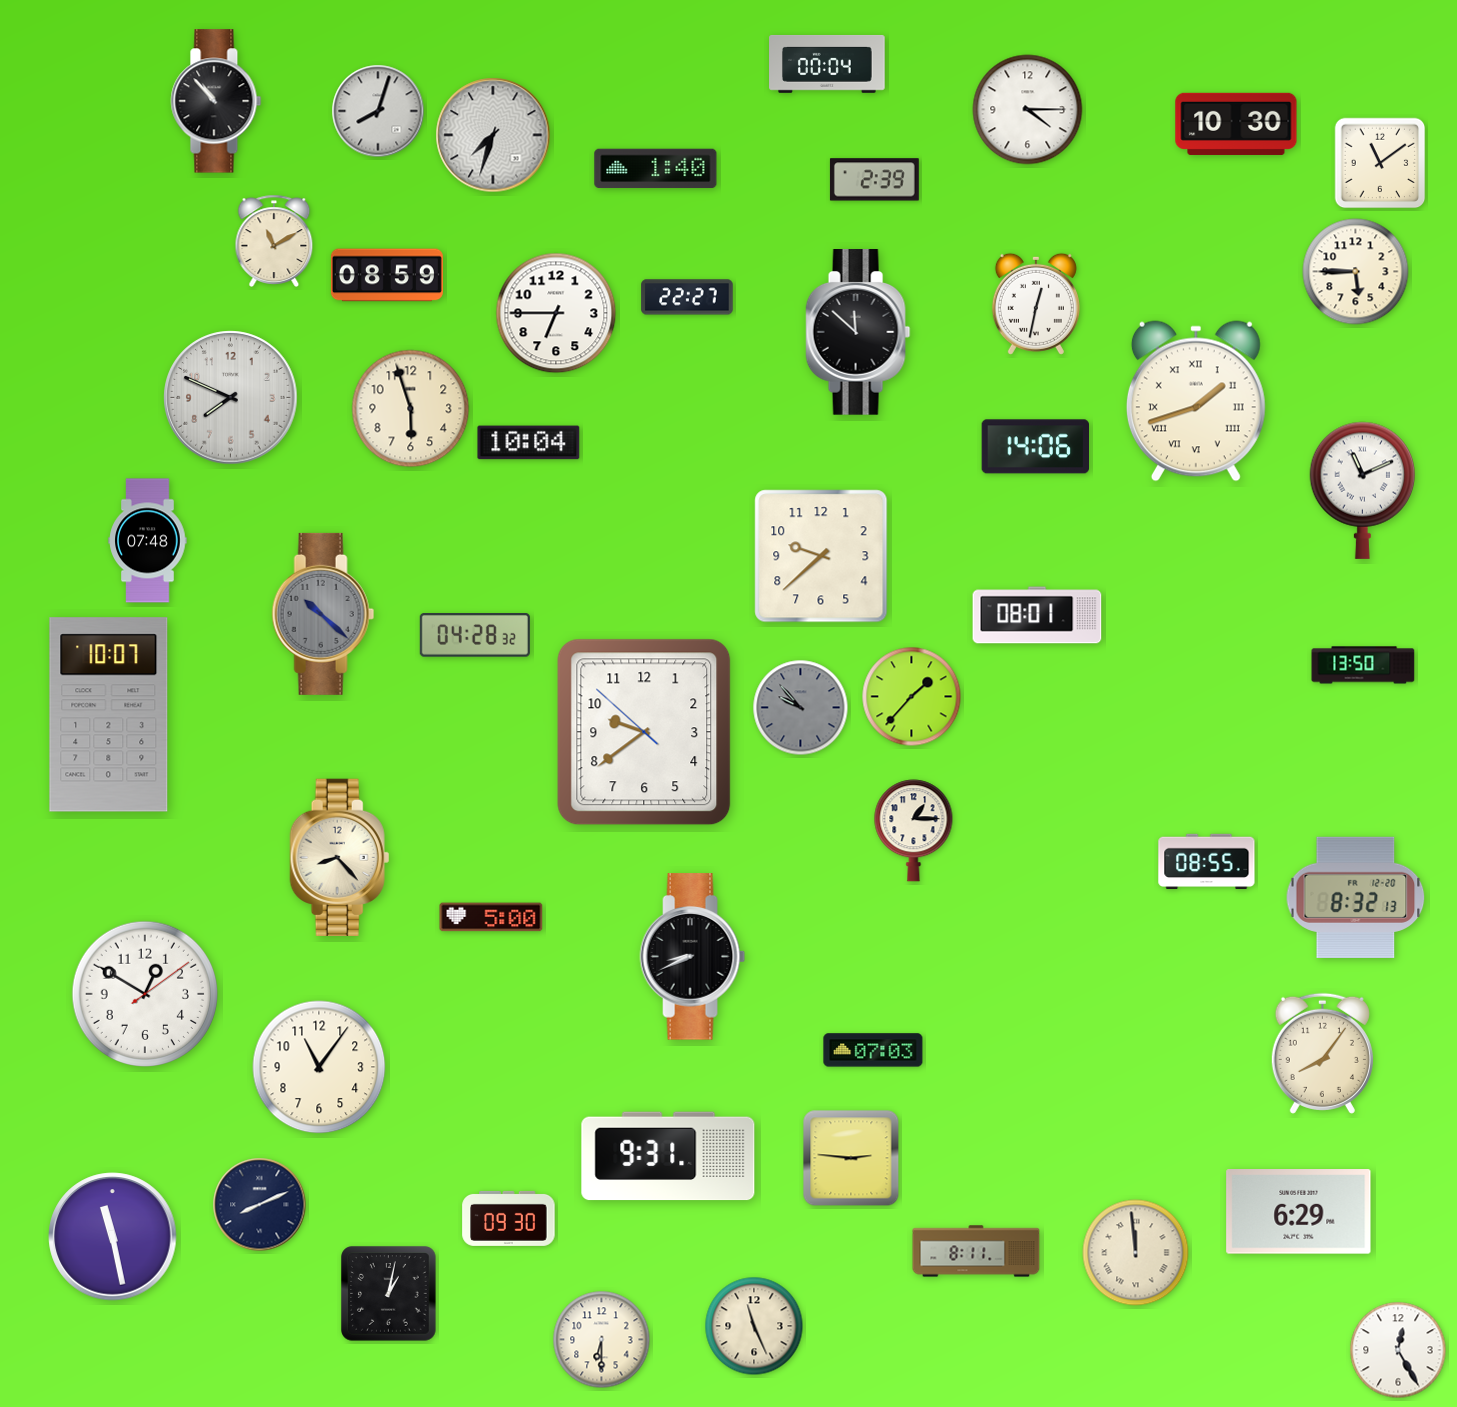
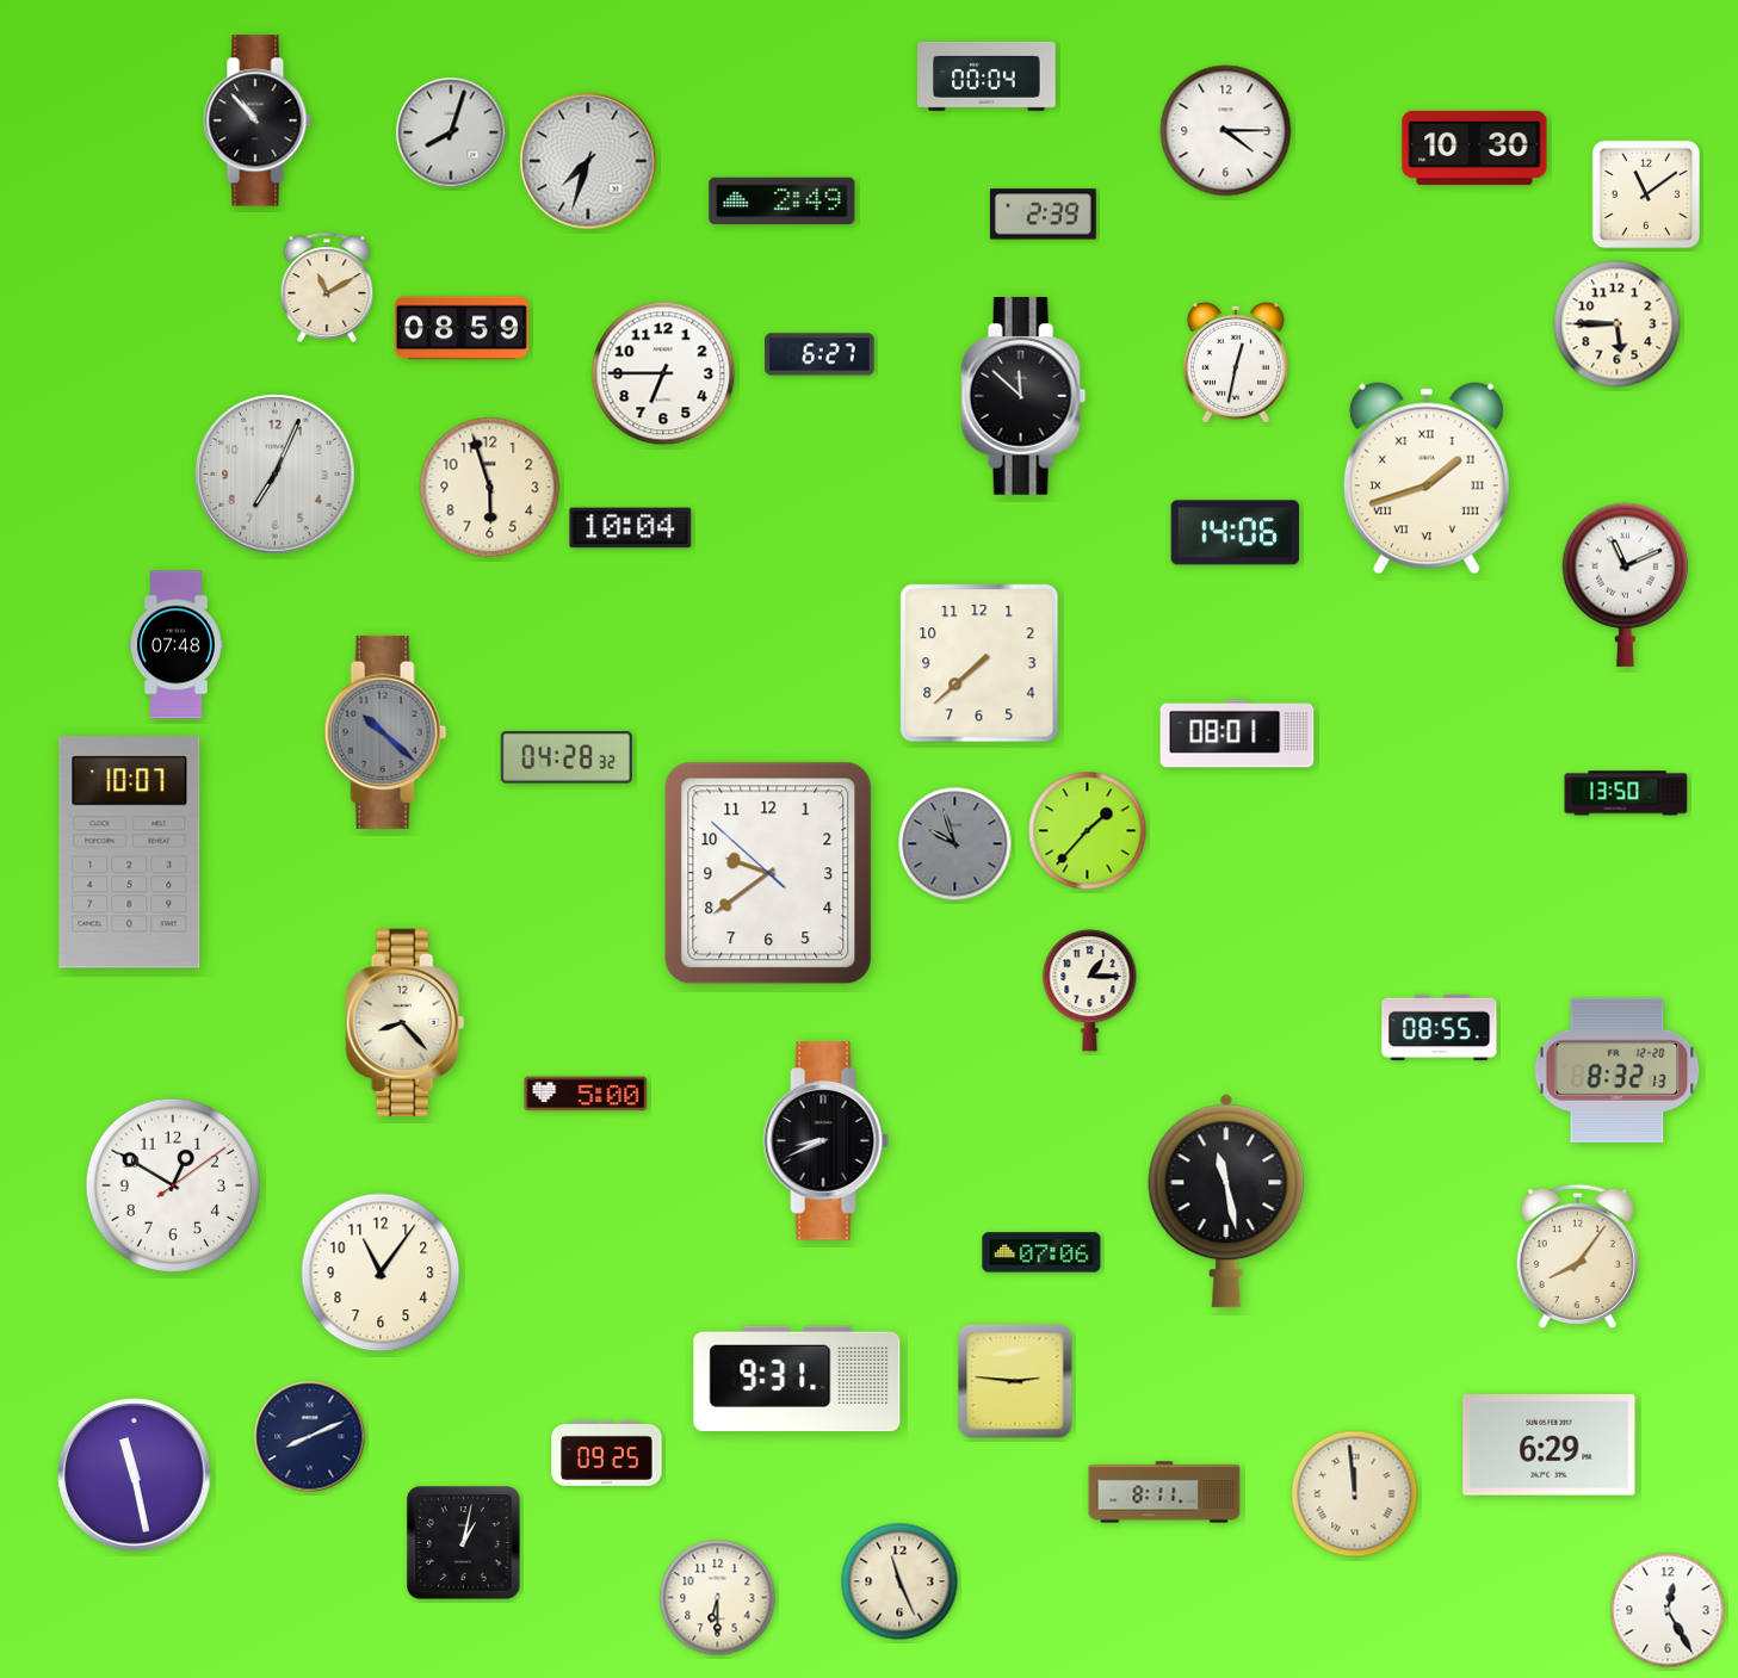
clock at (656, 169): 1:40 -> 2:49
clock at (687, 297): 22:27 -> 6:27
clock at (231, 398): 7:49 -> 7:04
clock at (821, 556): 9:38 -> 7:38
clock at (801, 708): 9:53 -> 9:57
clock at (1226, 1201): none -> 11:28
clock at (873, 1050): 07:03 -> 07:06
clock at (509, 1218): 09:30 -> 09:25
